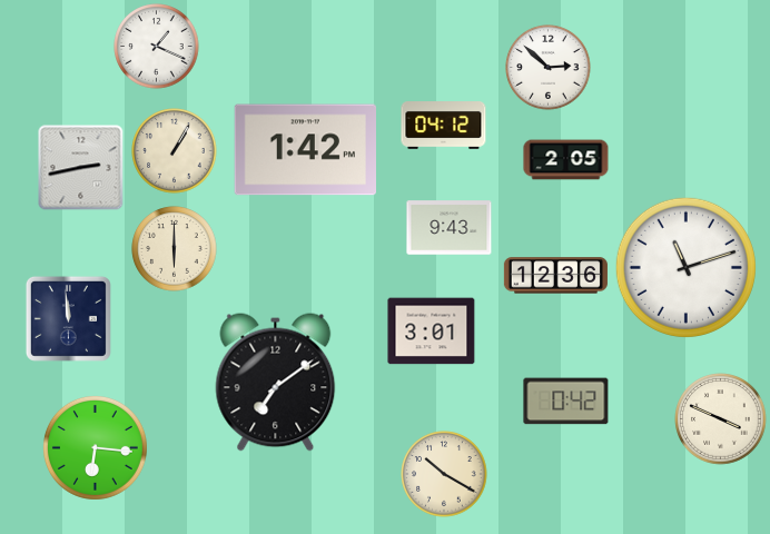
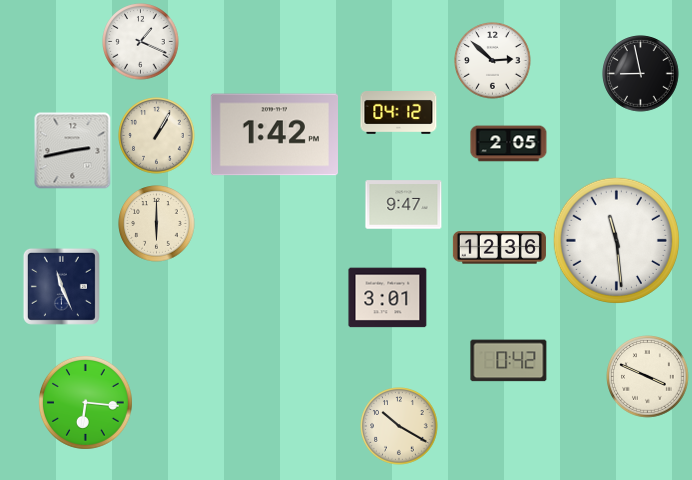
clock at (641, 74): none -> 8:58
clock at (450, 228): 9:43 -> 9:47
clock at (685, 267): 11:12 -> 11:29
clock at (68, 318): 11:59 -> 11:26
clock at (276, 383): 7:09 -> none
